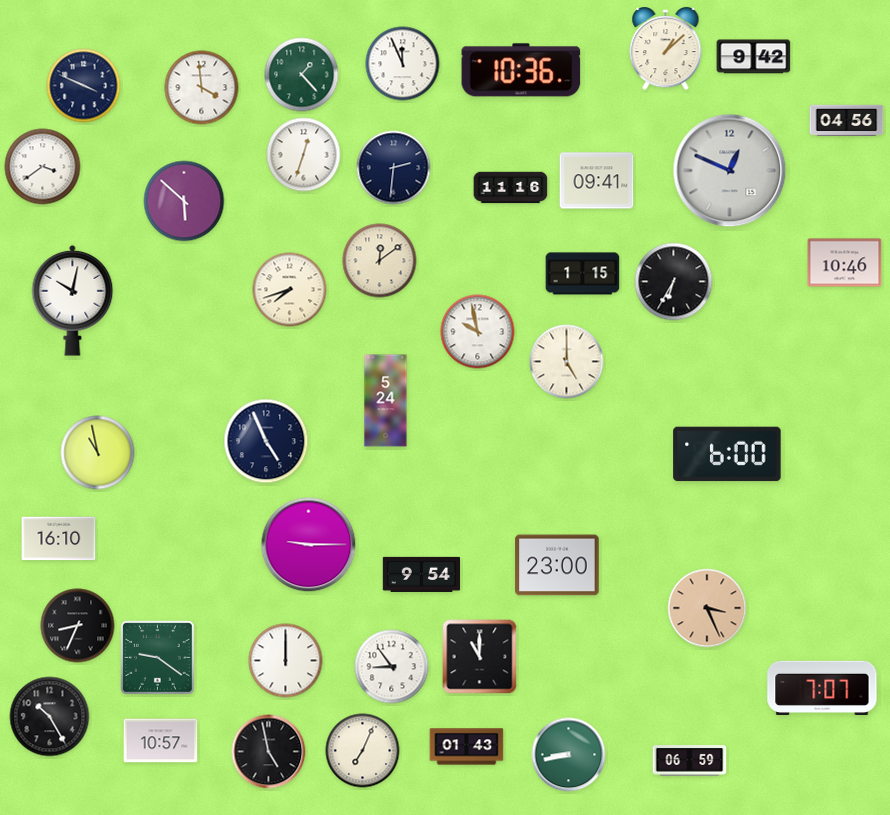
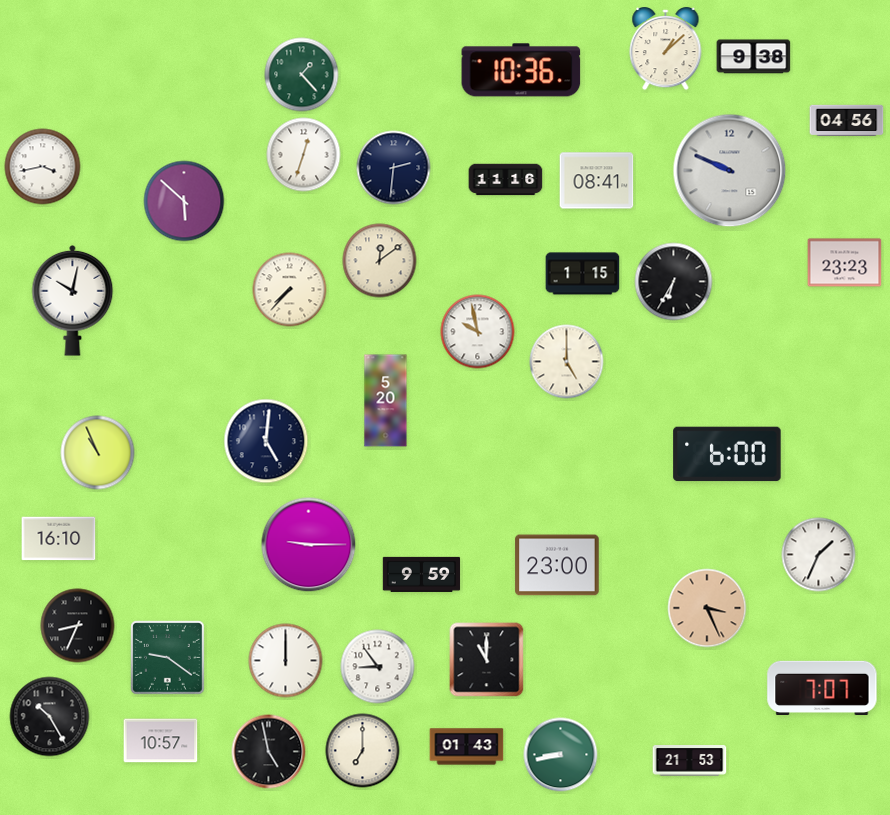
clock at (754, 57): 9:42 -> 9:38
clock at (403, 64): 11:56 -> none
clock at (84, 86): 3:49 -> none
clock at (202, 88): 3:59 -> none
clock at (43, 167): 3:39 -> 3:43
clock at (730, 171): 12:49 -> 9:49
clock at (597, 181): 09:41 -> 08:41
clock at (511, 188) position: (511, 188) -> (506, 180)
clock at (845, 263): 10:46 -> 23:23
clock at (290, 290): 7:42 -> 7:37
clock at (386, 401): 5:24 -> 5:20
clock at (266, 441): 4:56 -> 5:01
clock at (98, 453): 10:58 -> 10:56
clock at (819, 555): none -> 1:34
clock at (422, 574): 9:54 -> 9:59
clock at (480, 657) position: (480, 657) -> (487, 660)
clock at (158, 658) position: (158, 658) -> (168, 658)
clock at (392, 667) position: (392, 667) -> (378, 667)
clock at (363, 751): 7:04 -> 7:00
clock at (569, 755) position: (569, 755) -> (561, 755)
clock at (690, 761): 06:59 -> 21:53
